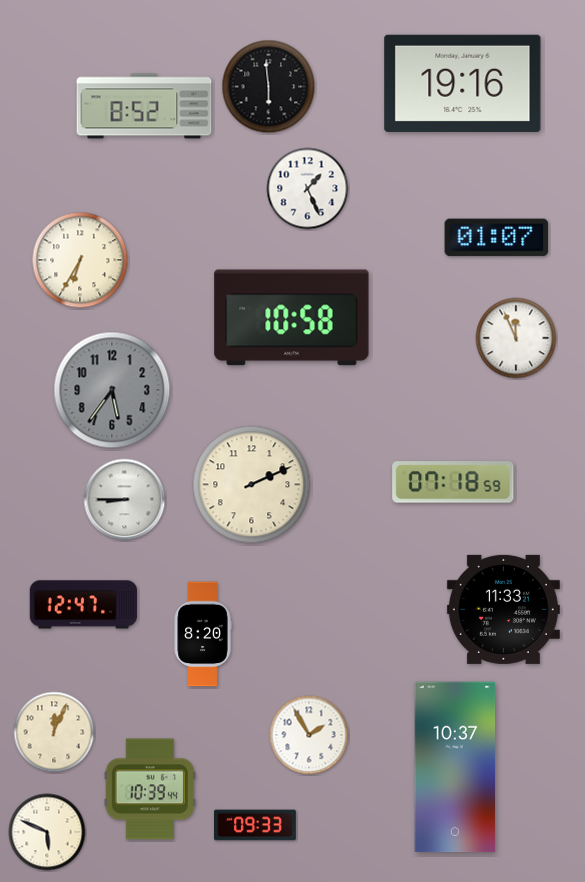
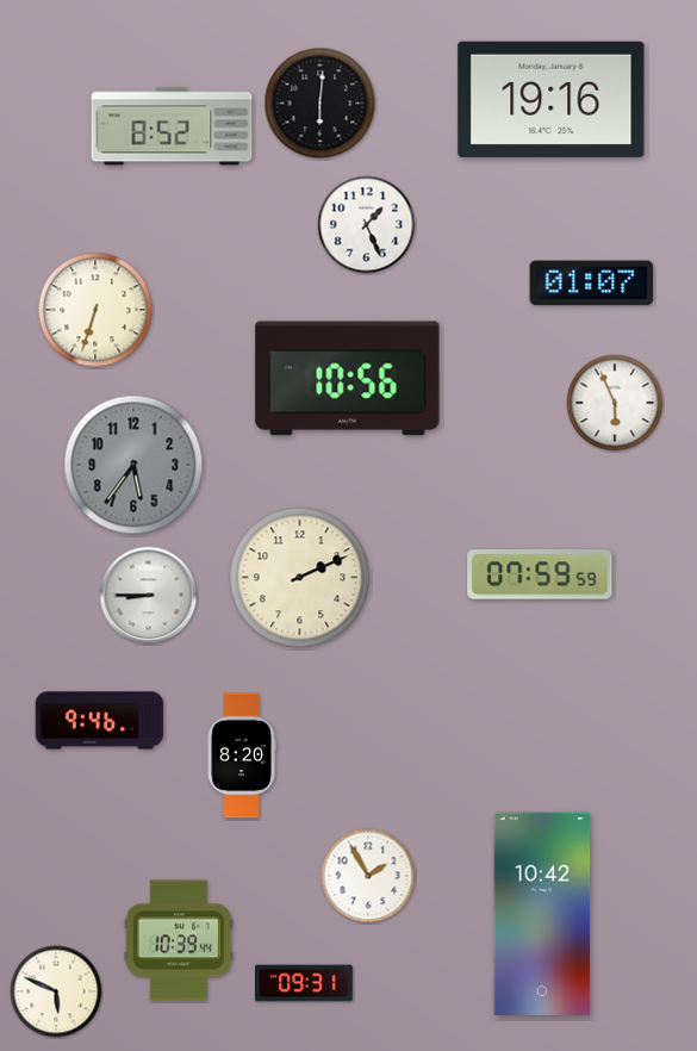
clock at (269, 87): 5:59 -> 6:01
clock at (80, 260): 6:35 -> 6:33
clock at (292, 318): 10:58 -> 10:56
clock at (516, 338): 11:56 -> 5:56
clock at (453, 482): 07:18 -> 07:59
clock at (84, 605): 12:47 -> 9:46
clock at (503, 609): 11:33 -> none
clock at (54, 732): 12:04 -> none
clock at (455, 767): 10:37 -> 10:42
clock at (256, 825): 09:33 -> 09:31
